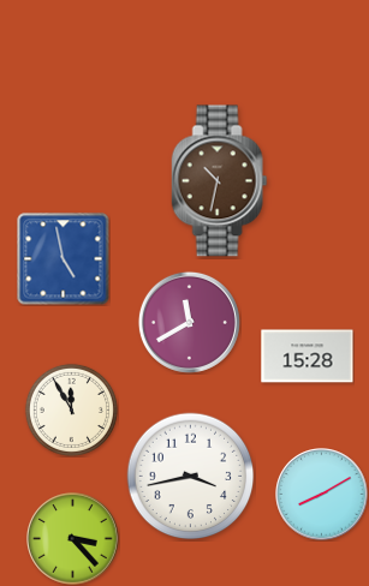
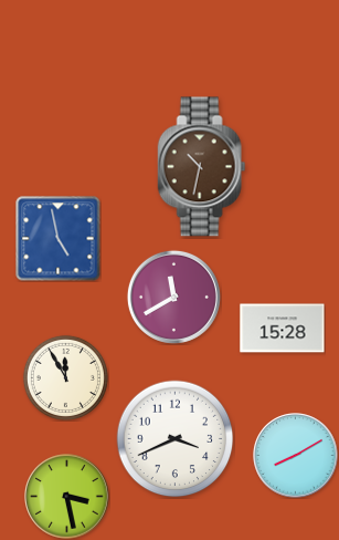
clock at (191, 477): 3:43 -> 3:41
clock at (73, 539): 3:23 -> 3:28
